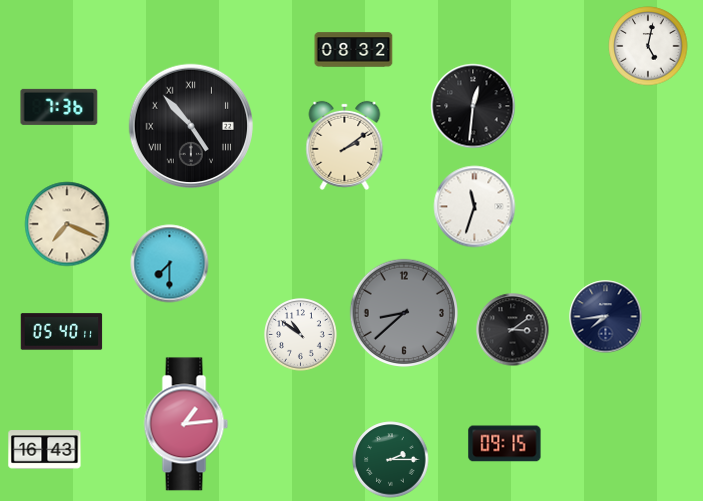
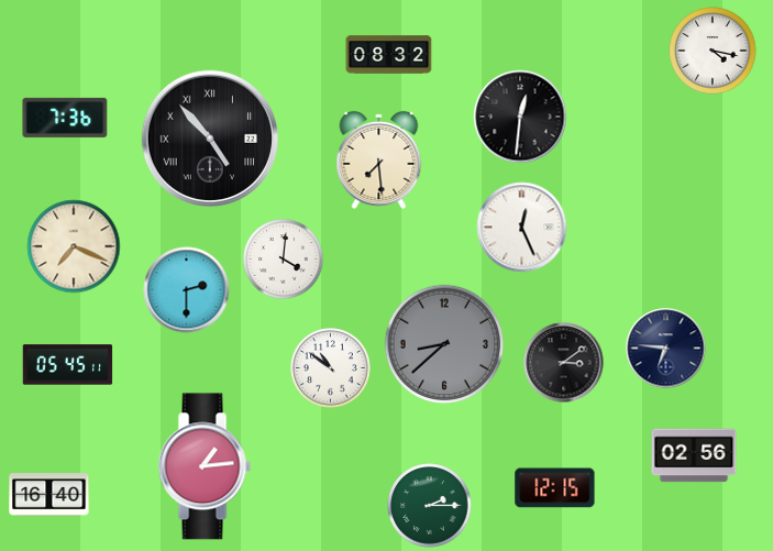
clock at (648, 46): 5:02 -> 4:17
clock at (345, 145): 2:09 -> 7:29
clock at (475, 207): 11:33 -> 12:26
clock at (284, 260): none -> 4:01
clock at (170, 264): 7:30 -> 2:30
clock at (606, 317): 7:44 -> 6:46
clock at (62, 332): 05:40 -> 05:45
clock at (694, 455): none -> 02:56
clock at (505, 444): 09:15 -> 12:15
clock at (45, 450): 16:43 -> 16:40
